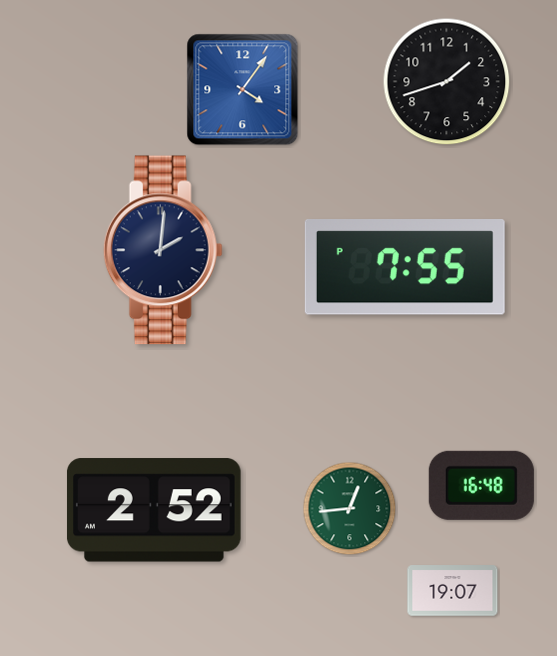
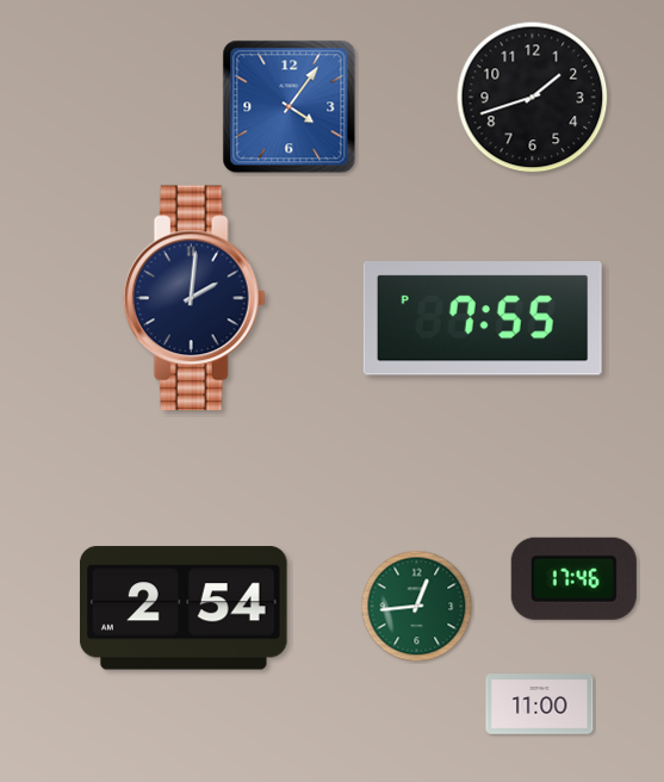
clock at (481, 485): 16:48 -> 17:46
clock at (154, 510): 2:52 -> 2:54
clock at (453, 591): 19:07 -> 11:00
